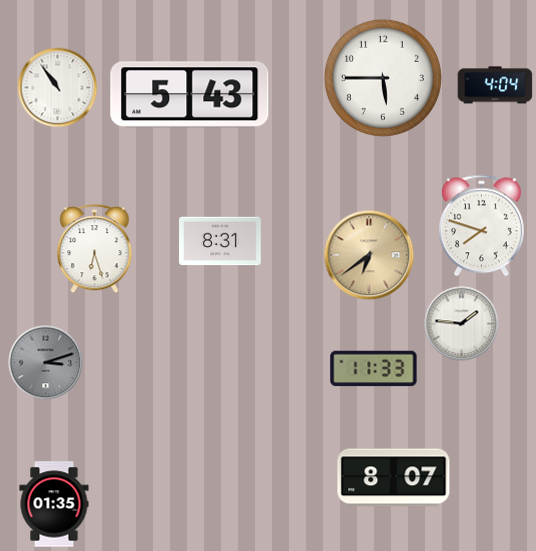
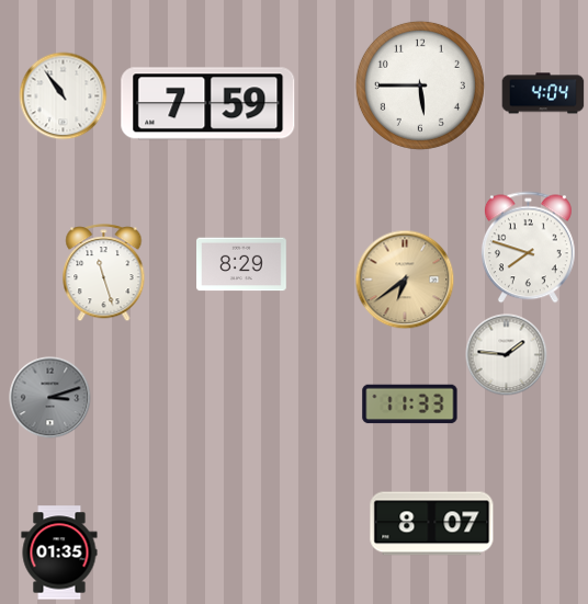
clock at (190, 95): 5:43 -> 7:59
clock at (221, 241): 8:31 -> 8:29
clock at (95, 249): 6:27 -> 11:27
